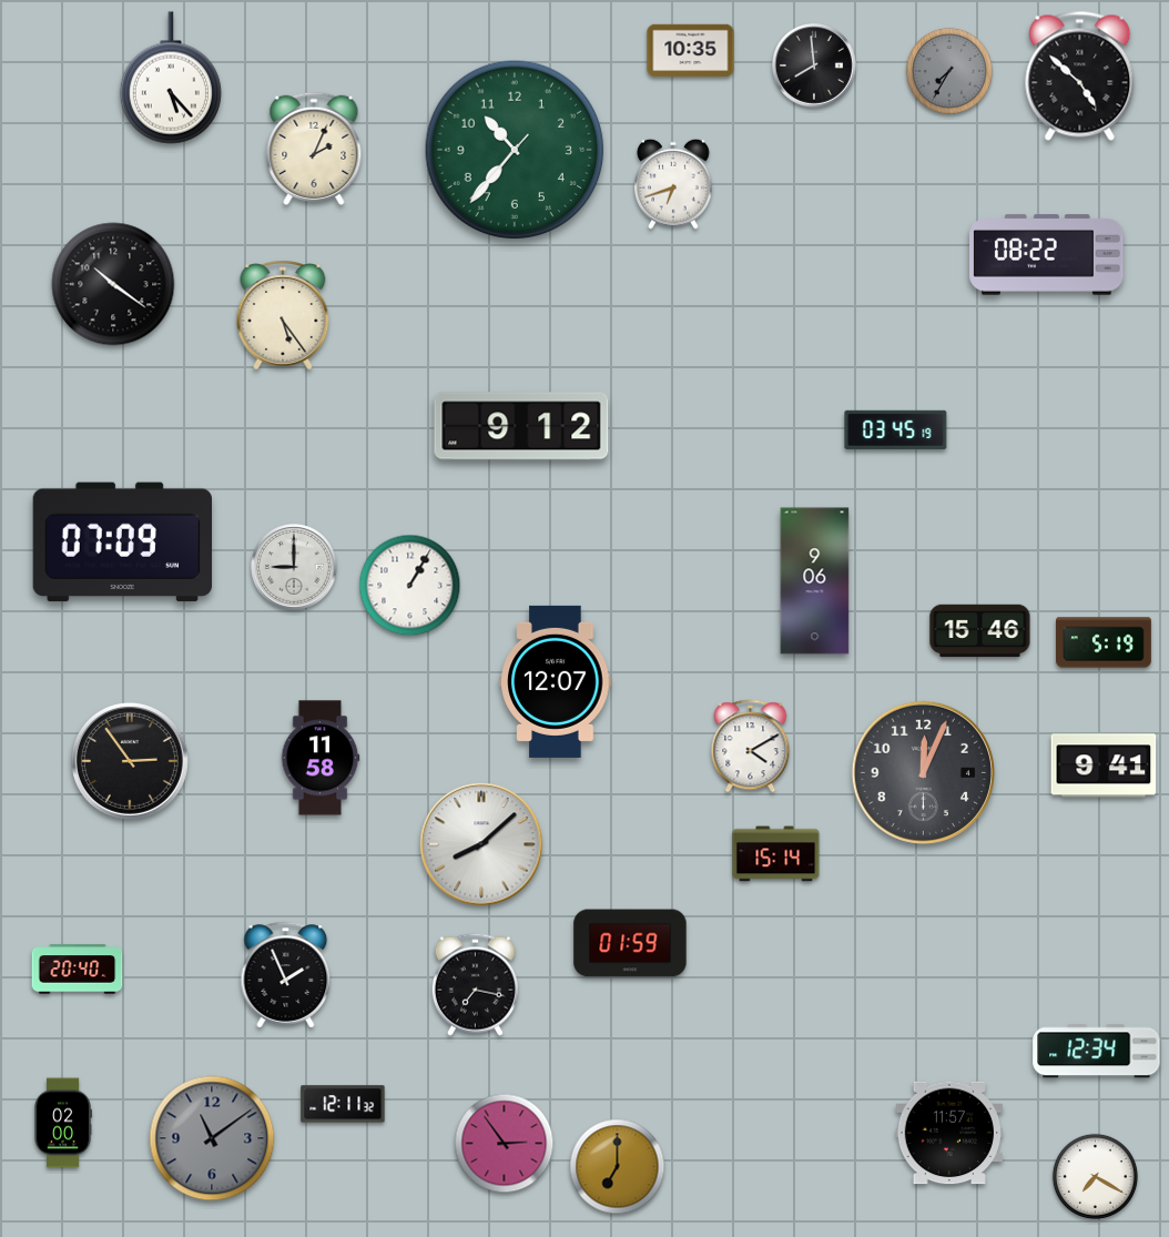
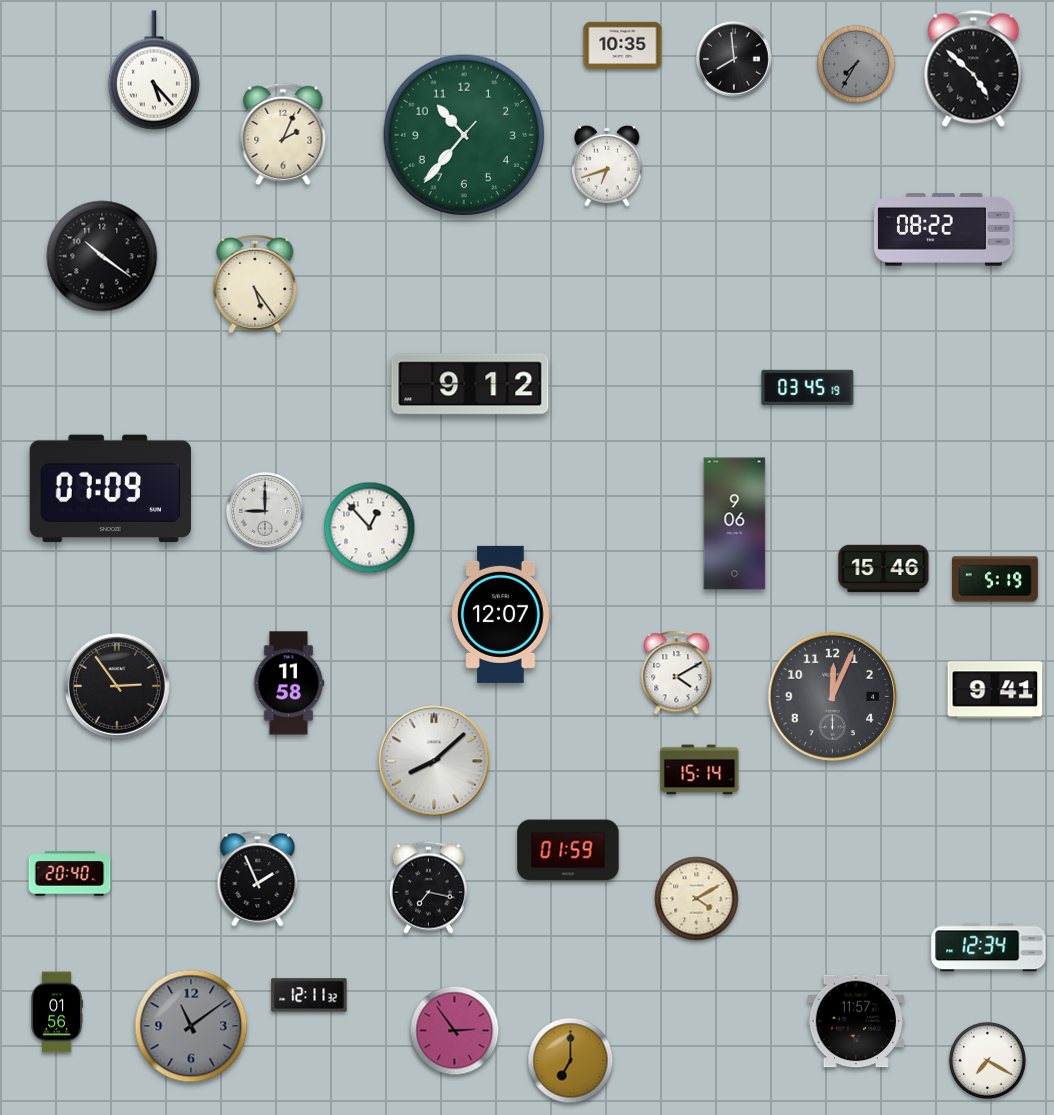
clock at (410, 586): 1:05 -> 12:53
clock at (697, 899): none -> 4:10
clock at (63, 1123): 02:00 -> 01:56
clock at (618, 1167) position: (618, 1167) -> (571, 1061)
